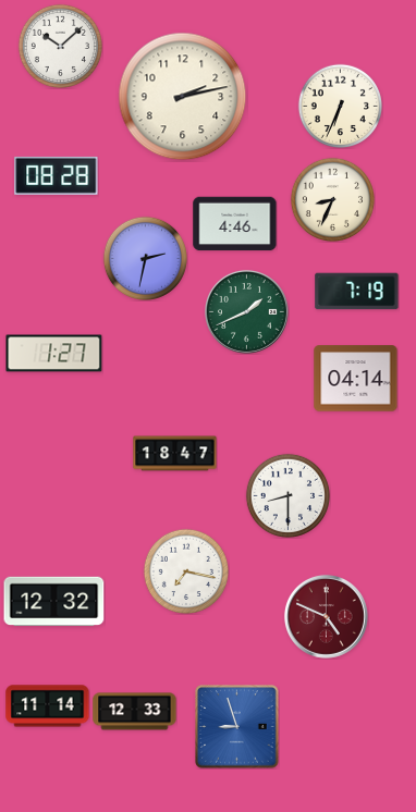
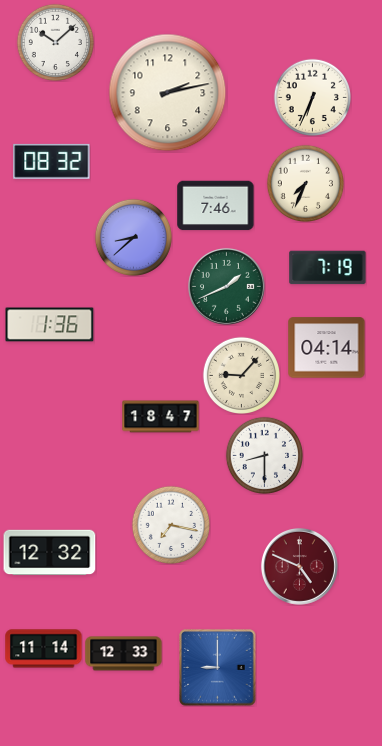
clock at (183, 97) position: (183, 97) -> (168, 93)
clock at (57, 175): 08:28 -> 08:32
clock at (332, 199): 8:34 -> 7:34
clock at (235, 224): 4:46 -> 7:46
clock at (145, 258): 2:32 -> 8:38
clock at (54, 354): 1:27 -> 1:36
clock at (241, 375): none -> 9:07
clock at (237, 727): 8:57 -> 9:00
